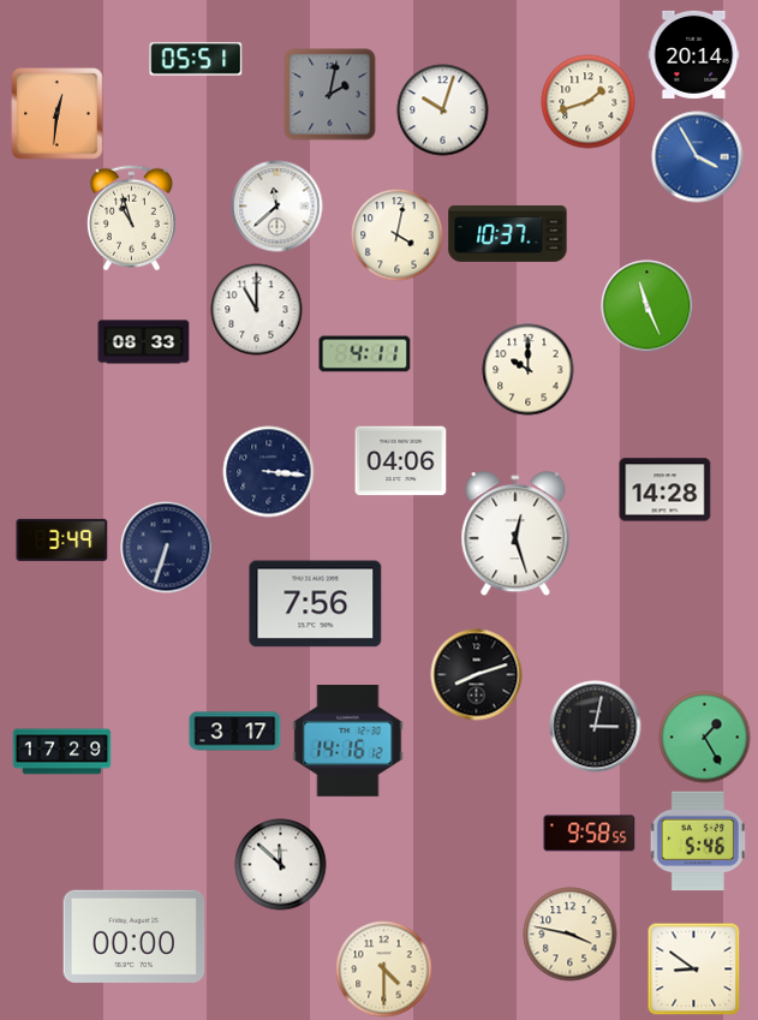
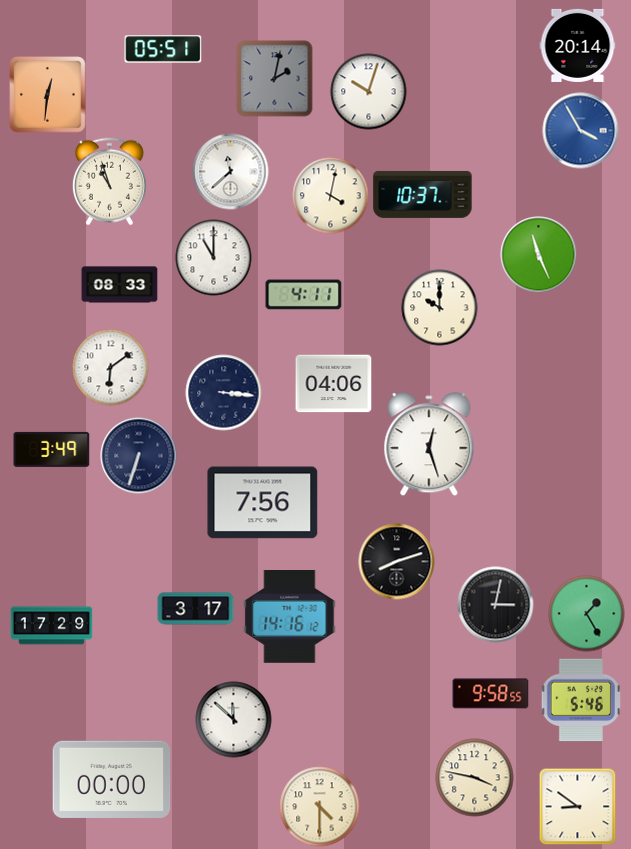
clock at (589, 102): 1:42 -> none
clock at (111, 368): none -> 6:09
clock at (666, 490): 14:28 -> none
